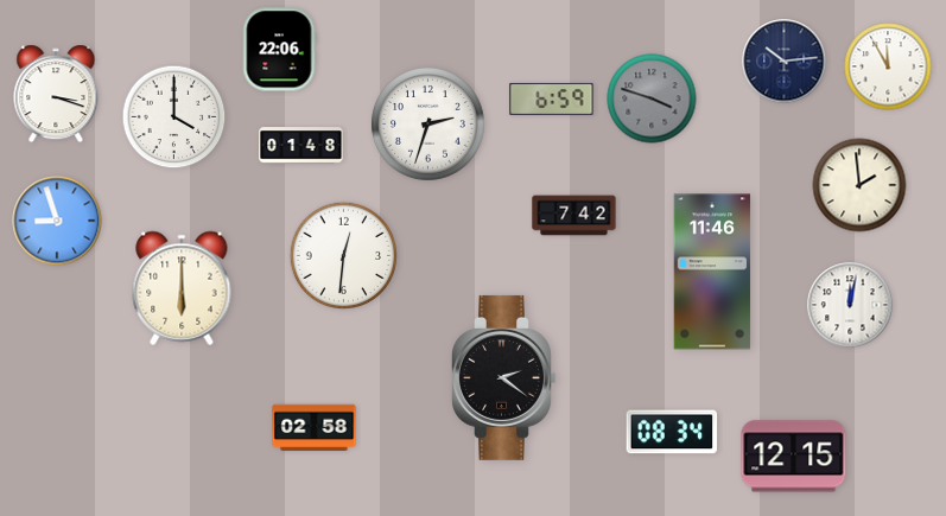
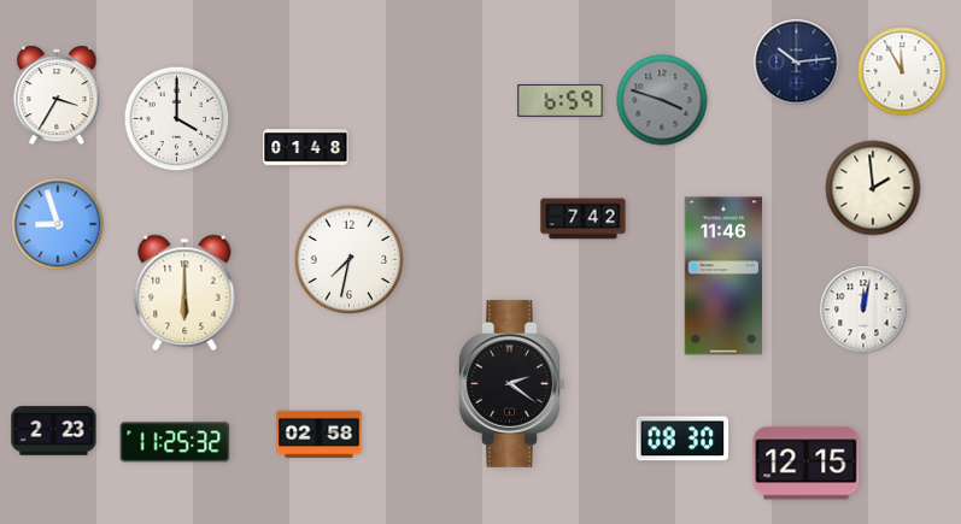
clock at (279, 50): 22:06 -> none
clock at (888, 66) position: (888, 66) -> (902, 71)
clock at (56, 94): 3:18 -> 3:35
clock at (428, 125): 2:33 -> none
clock at (344, 256): 12:31 -> 7:32
clock at (54, 431): none -> 2:23
clock at (672, 432): 08:34 -> 08:30
clock at (175, 442): none -> 11:25
